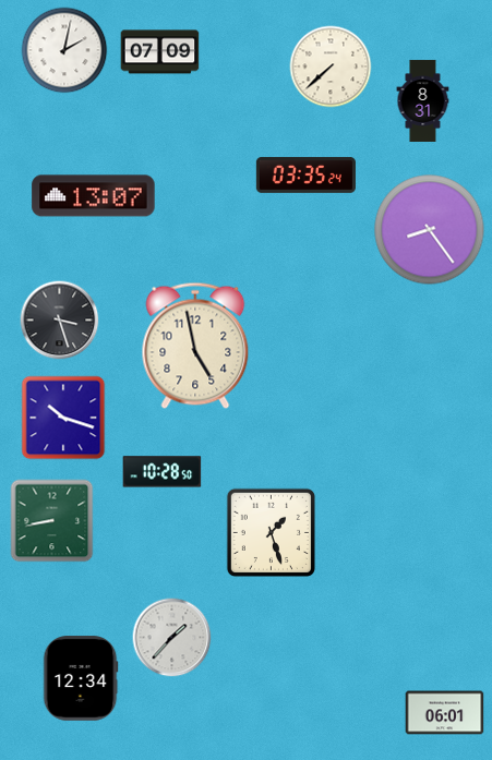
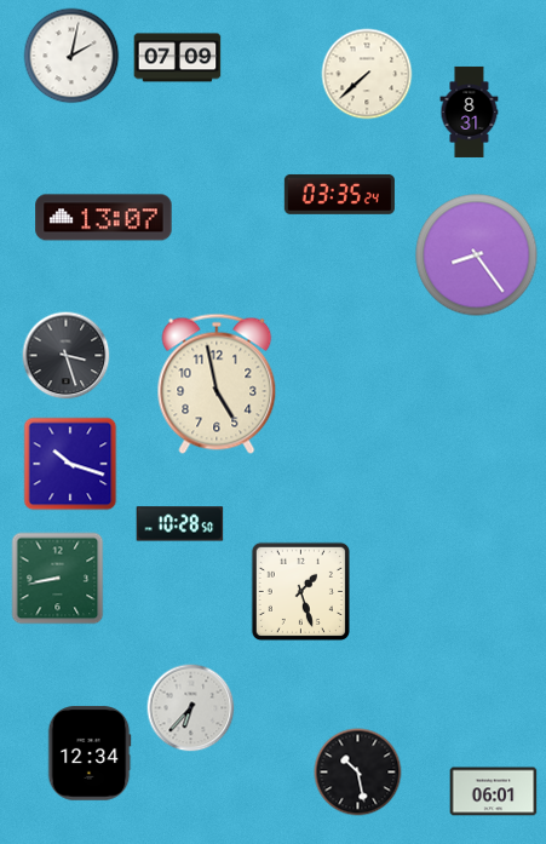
clock at (172, 638): 1:37 -> 6:37
clock at (358, 773): none -> 10:28
